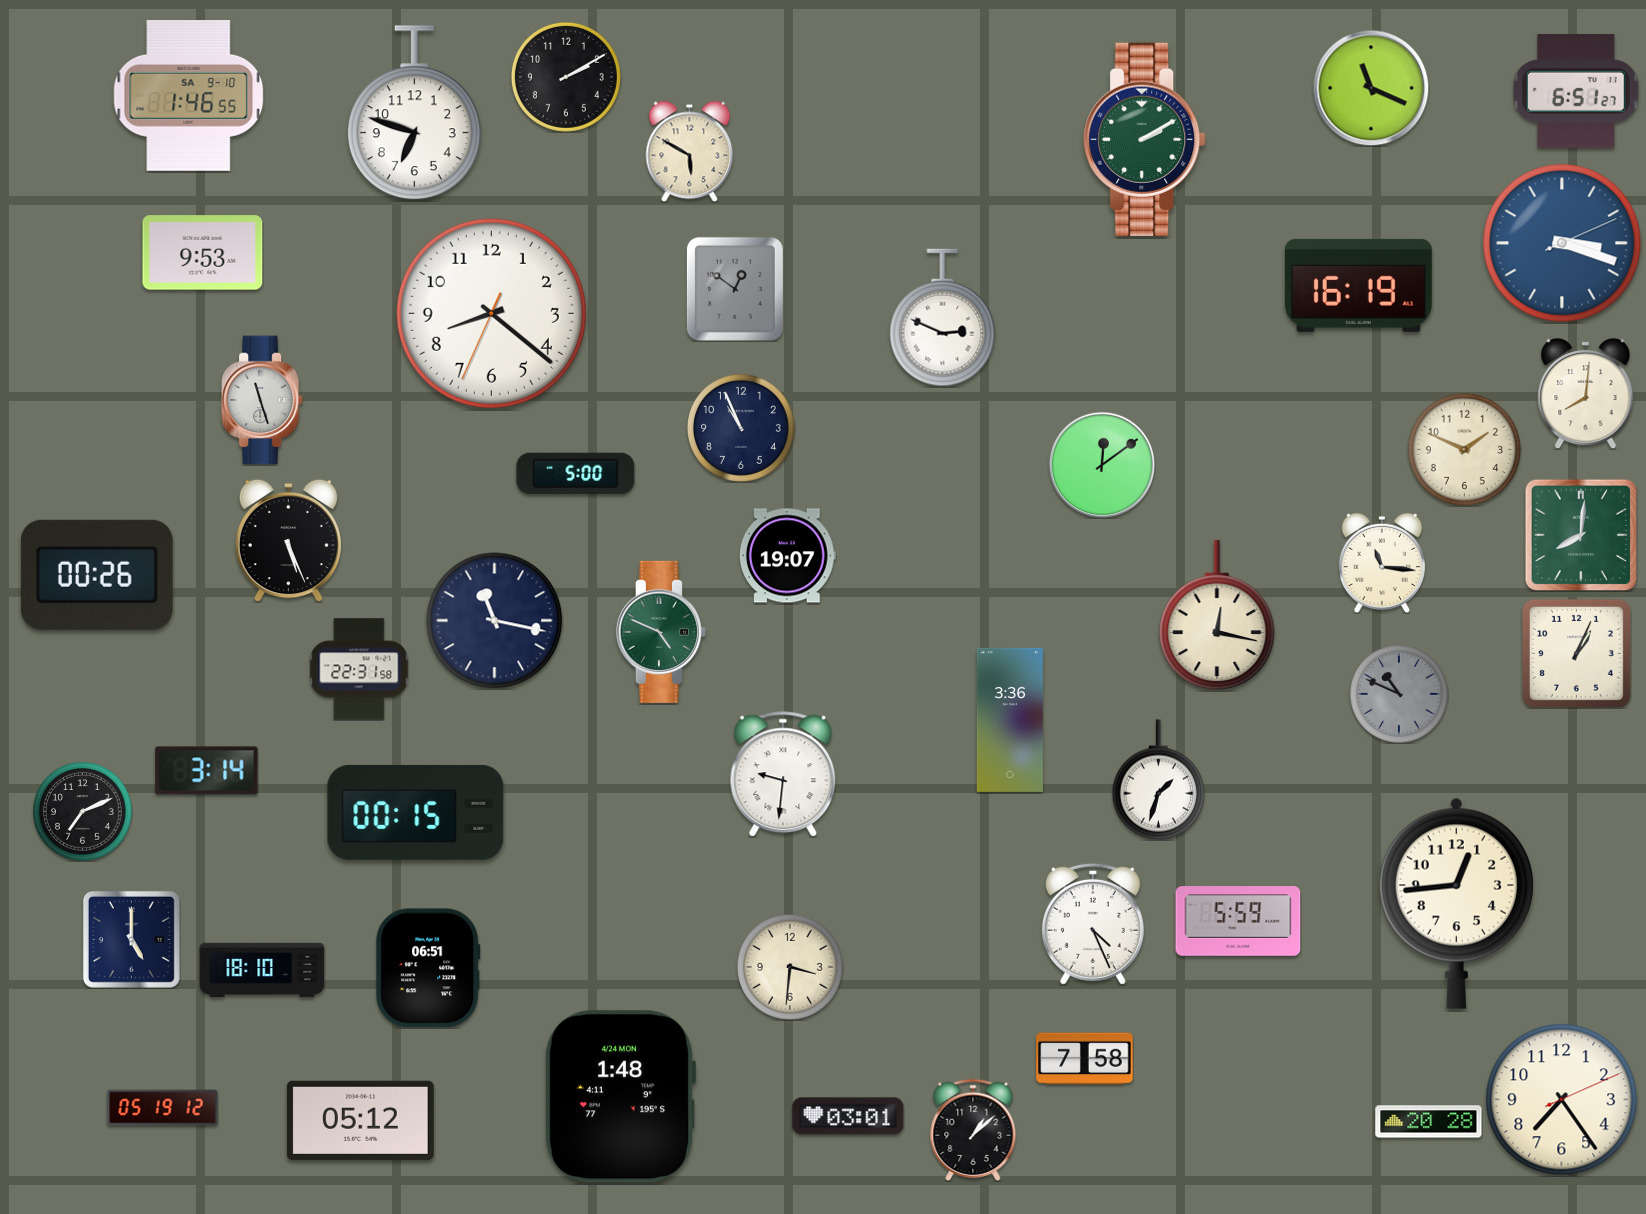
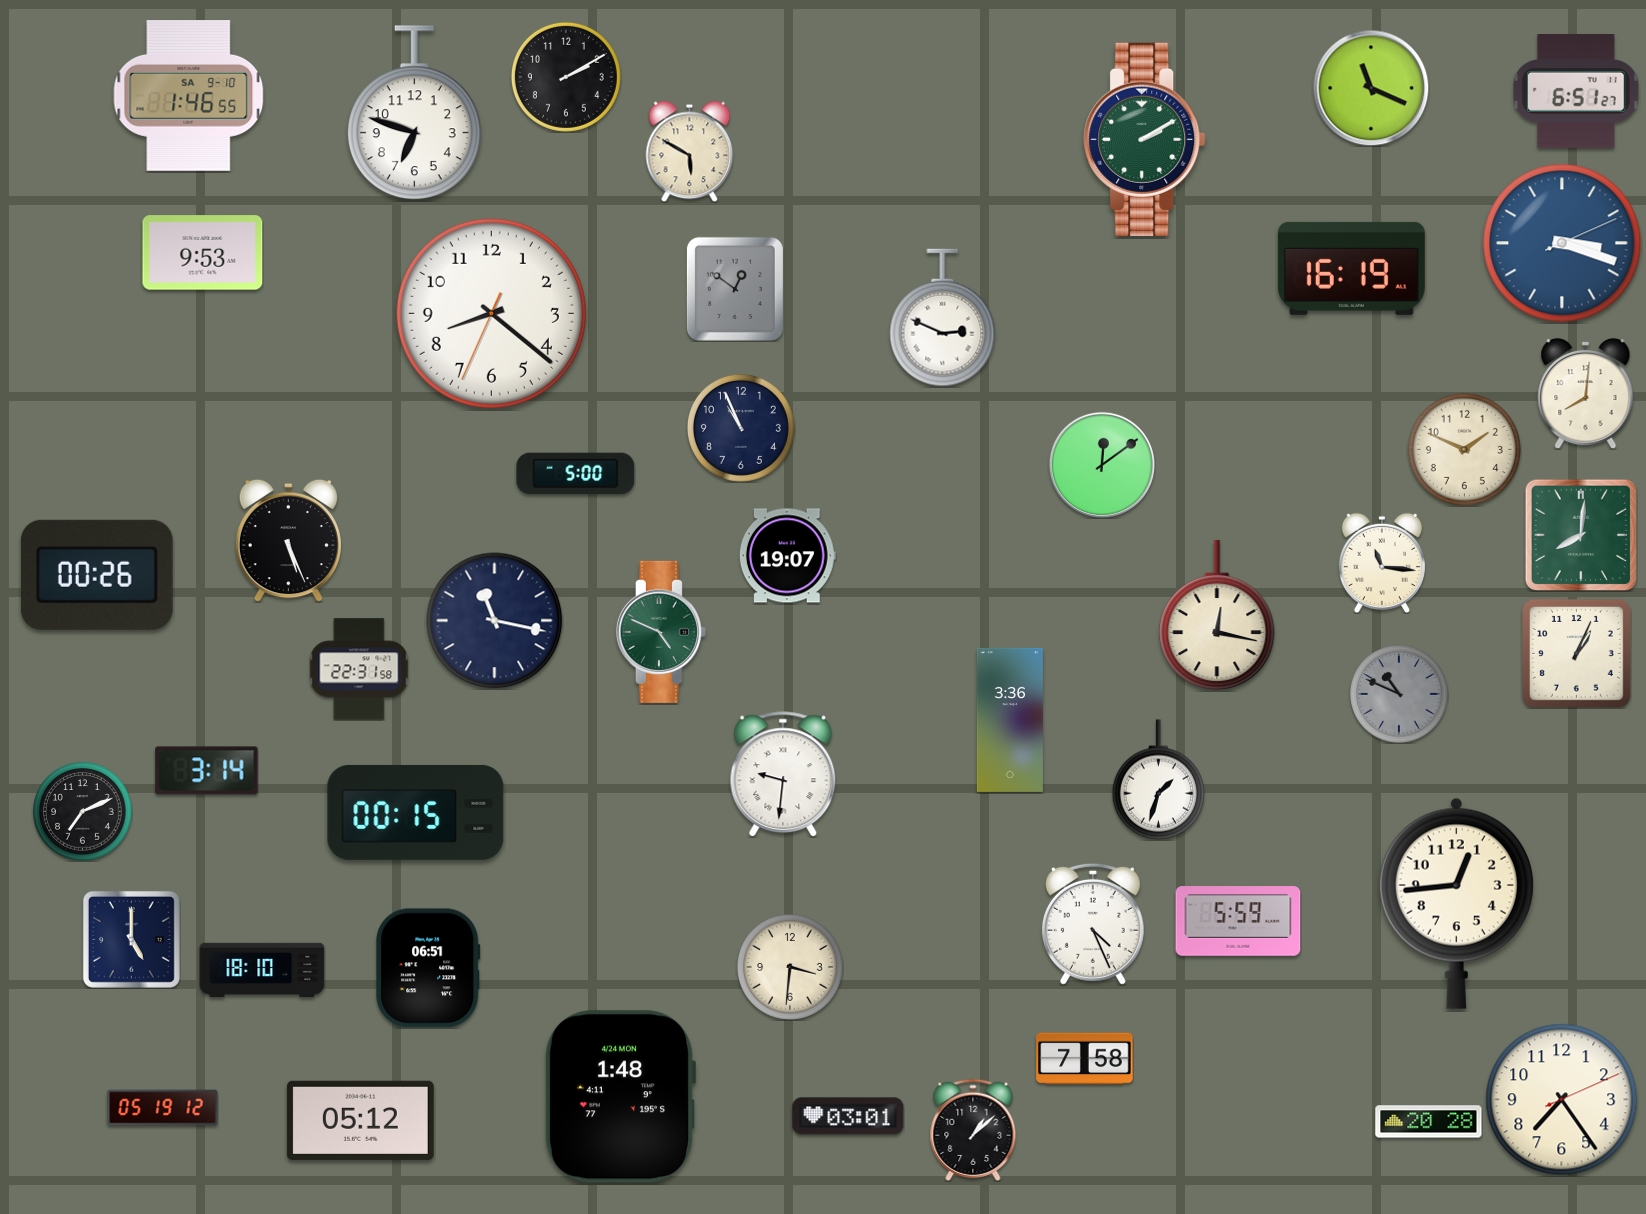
clock at (1358, 285) position: (1358, 285) -> (1351, 268)
clock at (262, 400): 11:27 -> none
